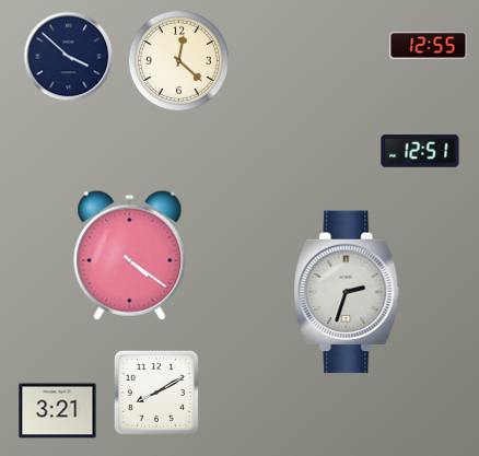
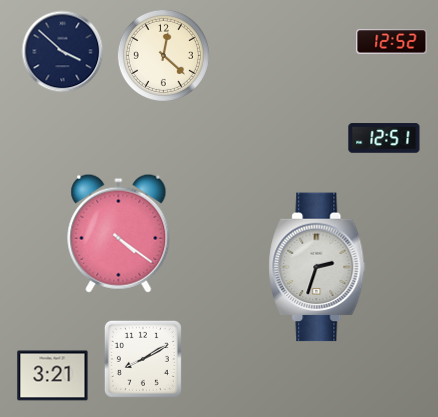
clock at (429, 46): 12:55 -> 12:52
